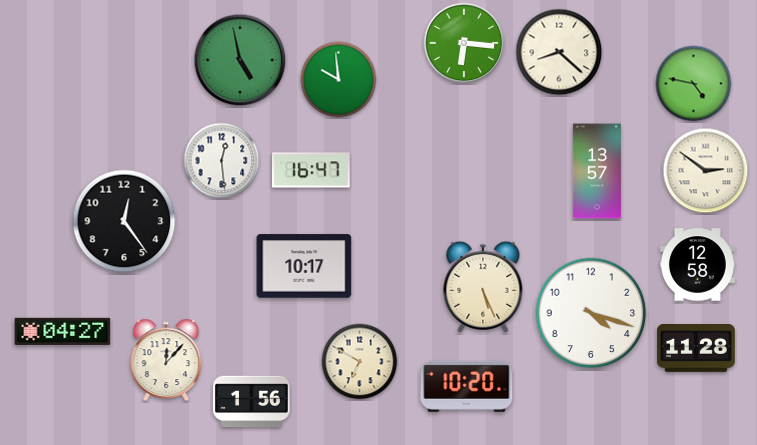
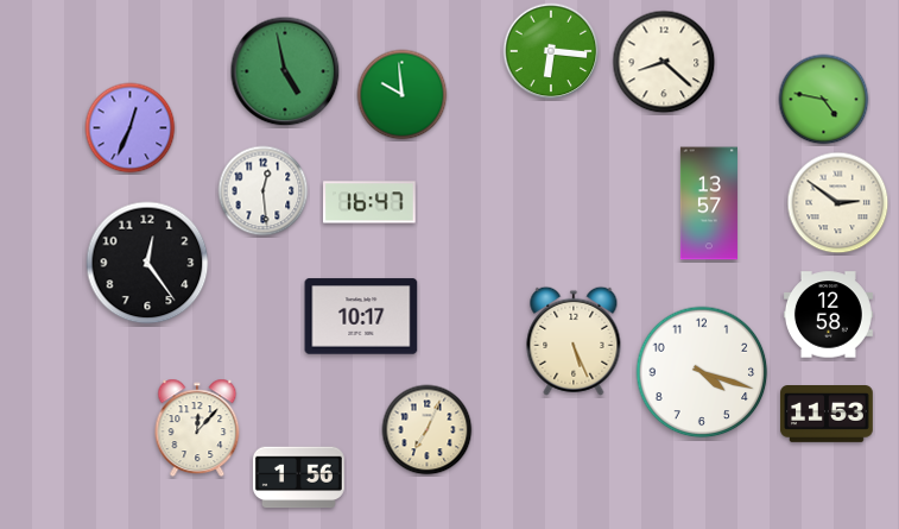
clock at (131, 128): none -> 12:34
clock at (63, 331): 04:27 -> none
clock at (696, 349): 11:28 -> 11:53
clock at (360, 362): 6:50 -> 7:04
clock at (467, 386): 10:20 -> none
